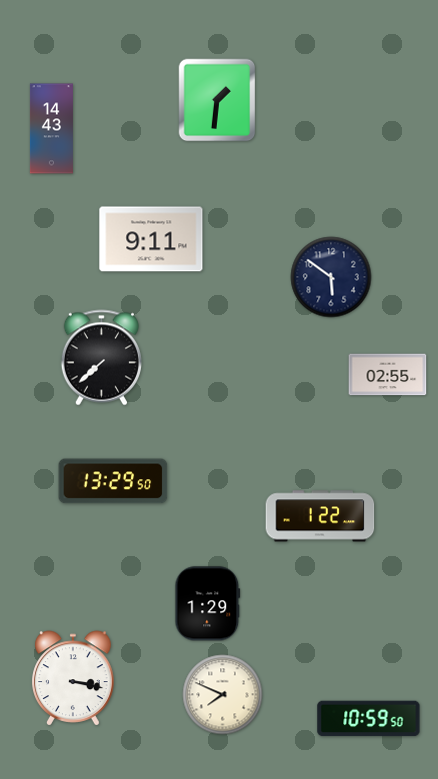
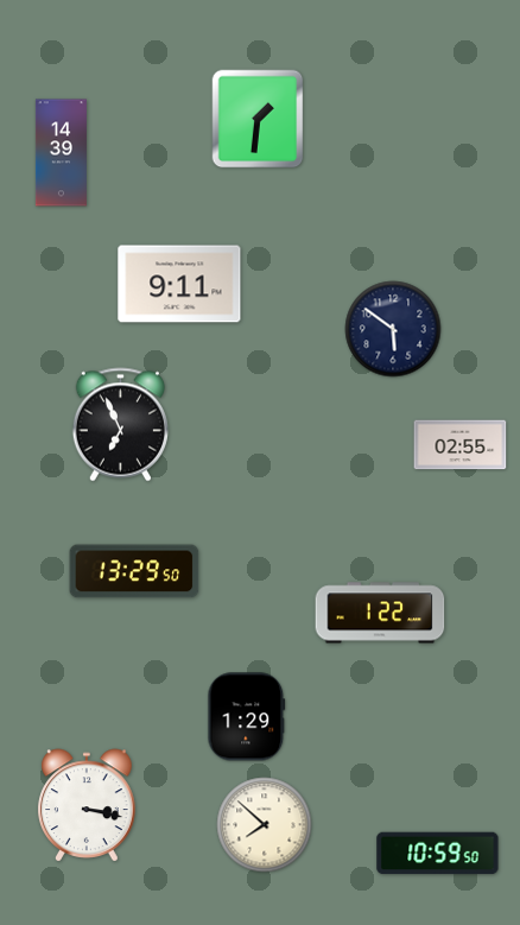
clock at (51, 129): 14:43 -> 14:39
clock at (101, 358): 7:38 -> 6:56
clock at (223, 695): 7:49 -> 7:52
